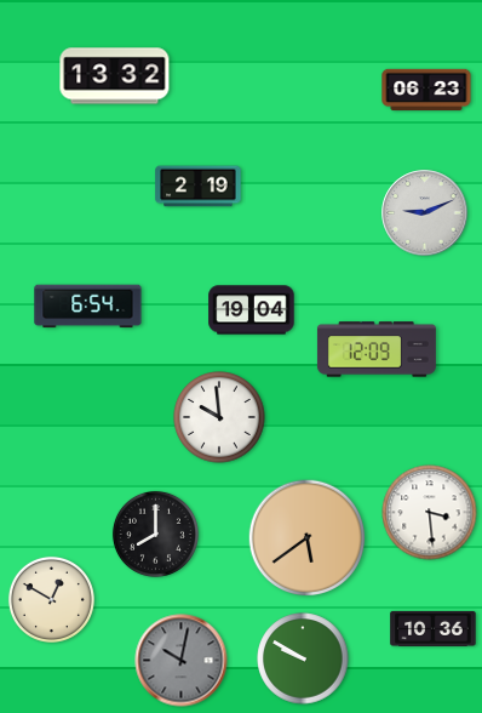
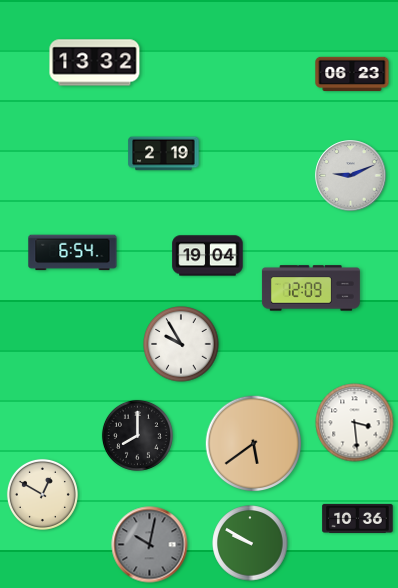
clock at (219, 417): 9:59 -> 9:55
clock at (155, 534) position: (155, 534) -> (137, 435)
